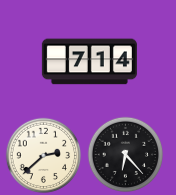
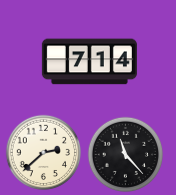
clock at (126, 155): 6:23 -> 11:23
clock at (44, 156) position: (44, 156) -> (44, 153)
